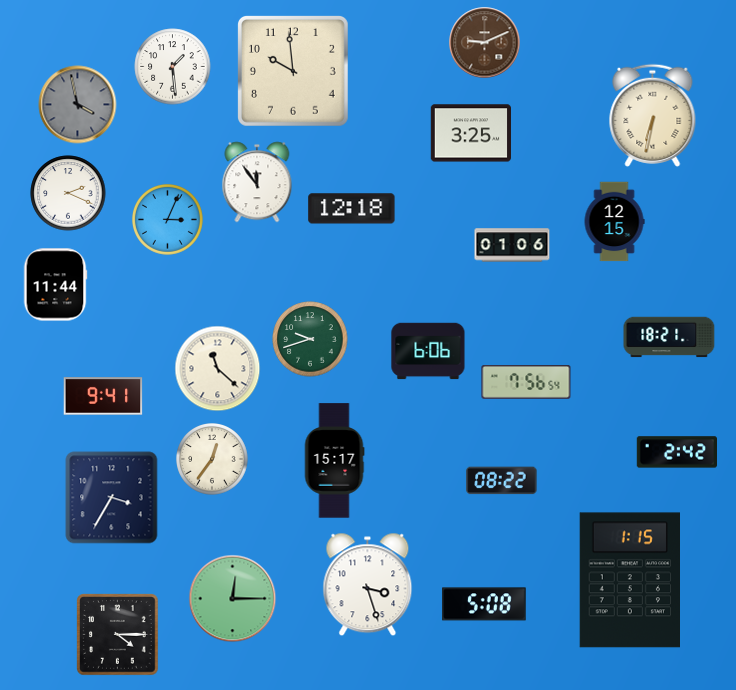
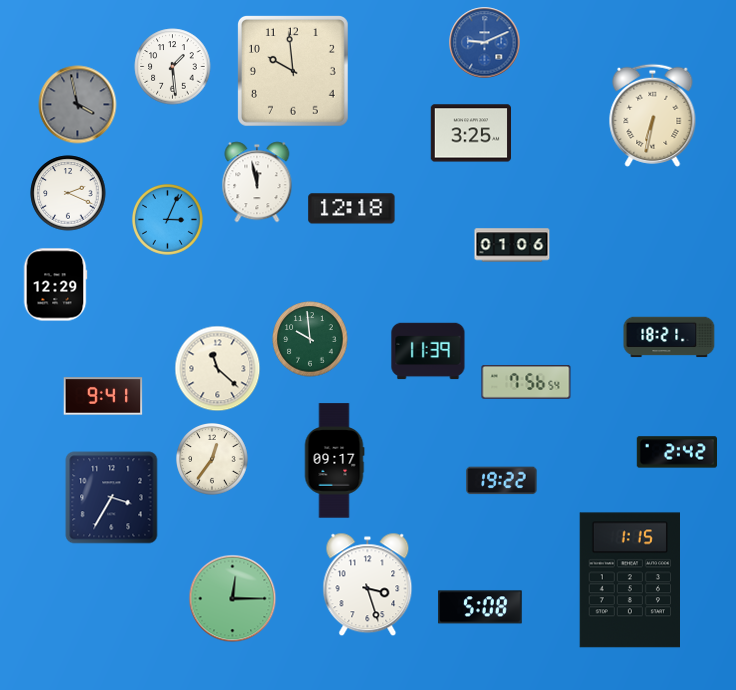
clock at (485, 43) dial: brown -> blue
clock at (257, 182): 11:54 -> 11:58
clock at (614, 222): 12:15 -> none
clock at (55, 285): 11:44 -> 12:29
clock at (310, 339): 9:42 -> 9:59
clock at (428, 351): 6:06 -> 11:39
clock at (334, 461): 15:17 -> 09:17
clock at (502, 481): 08:22 -> 19:22
clock at (484, 604) position: (484, 604) -> (480, 607)
clock at (118, 635): 4:15 -> none
